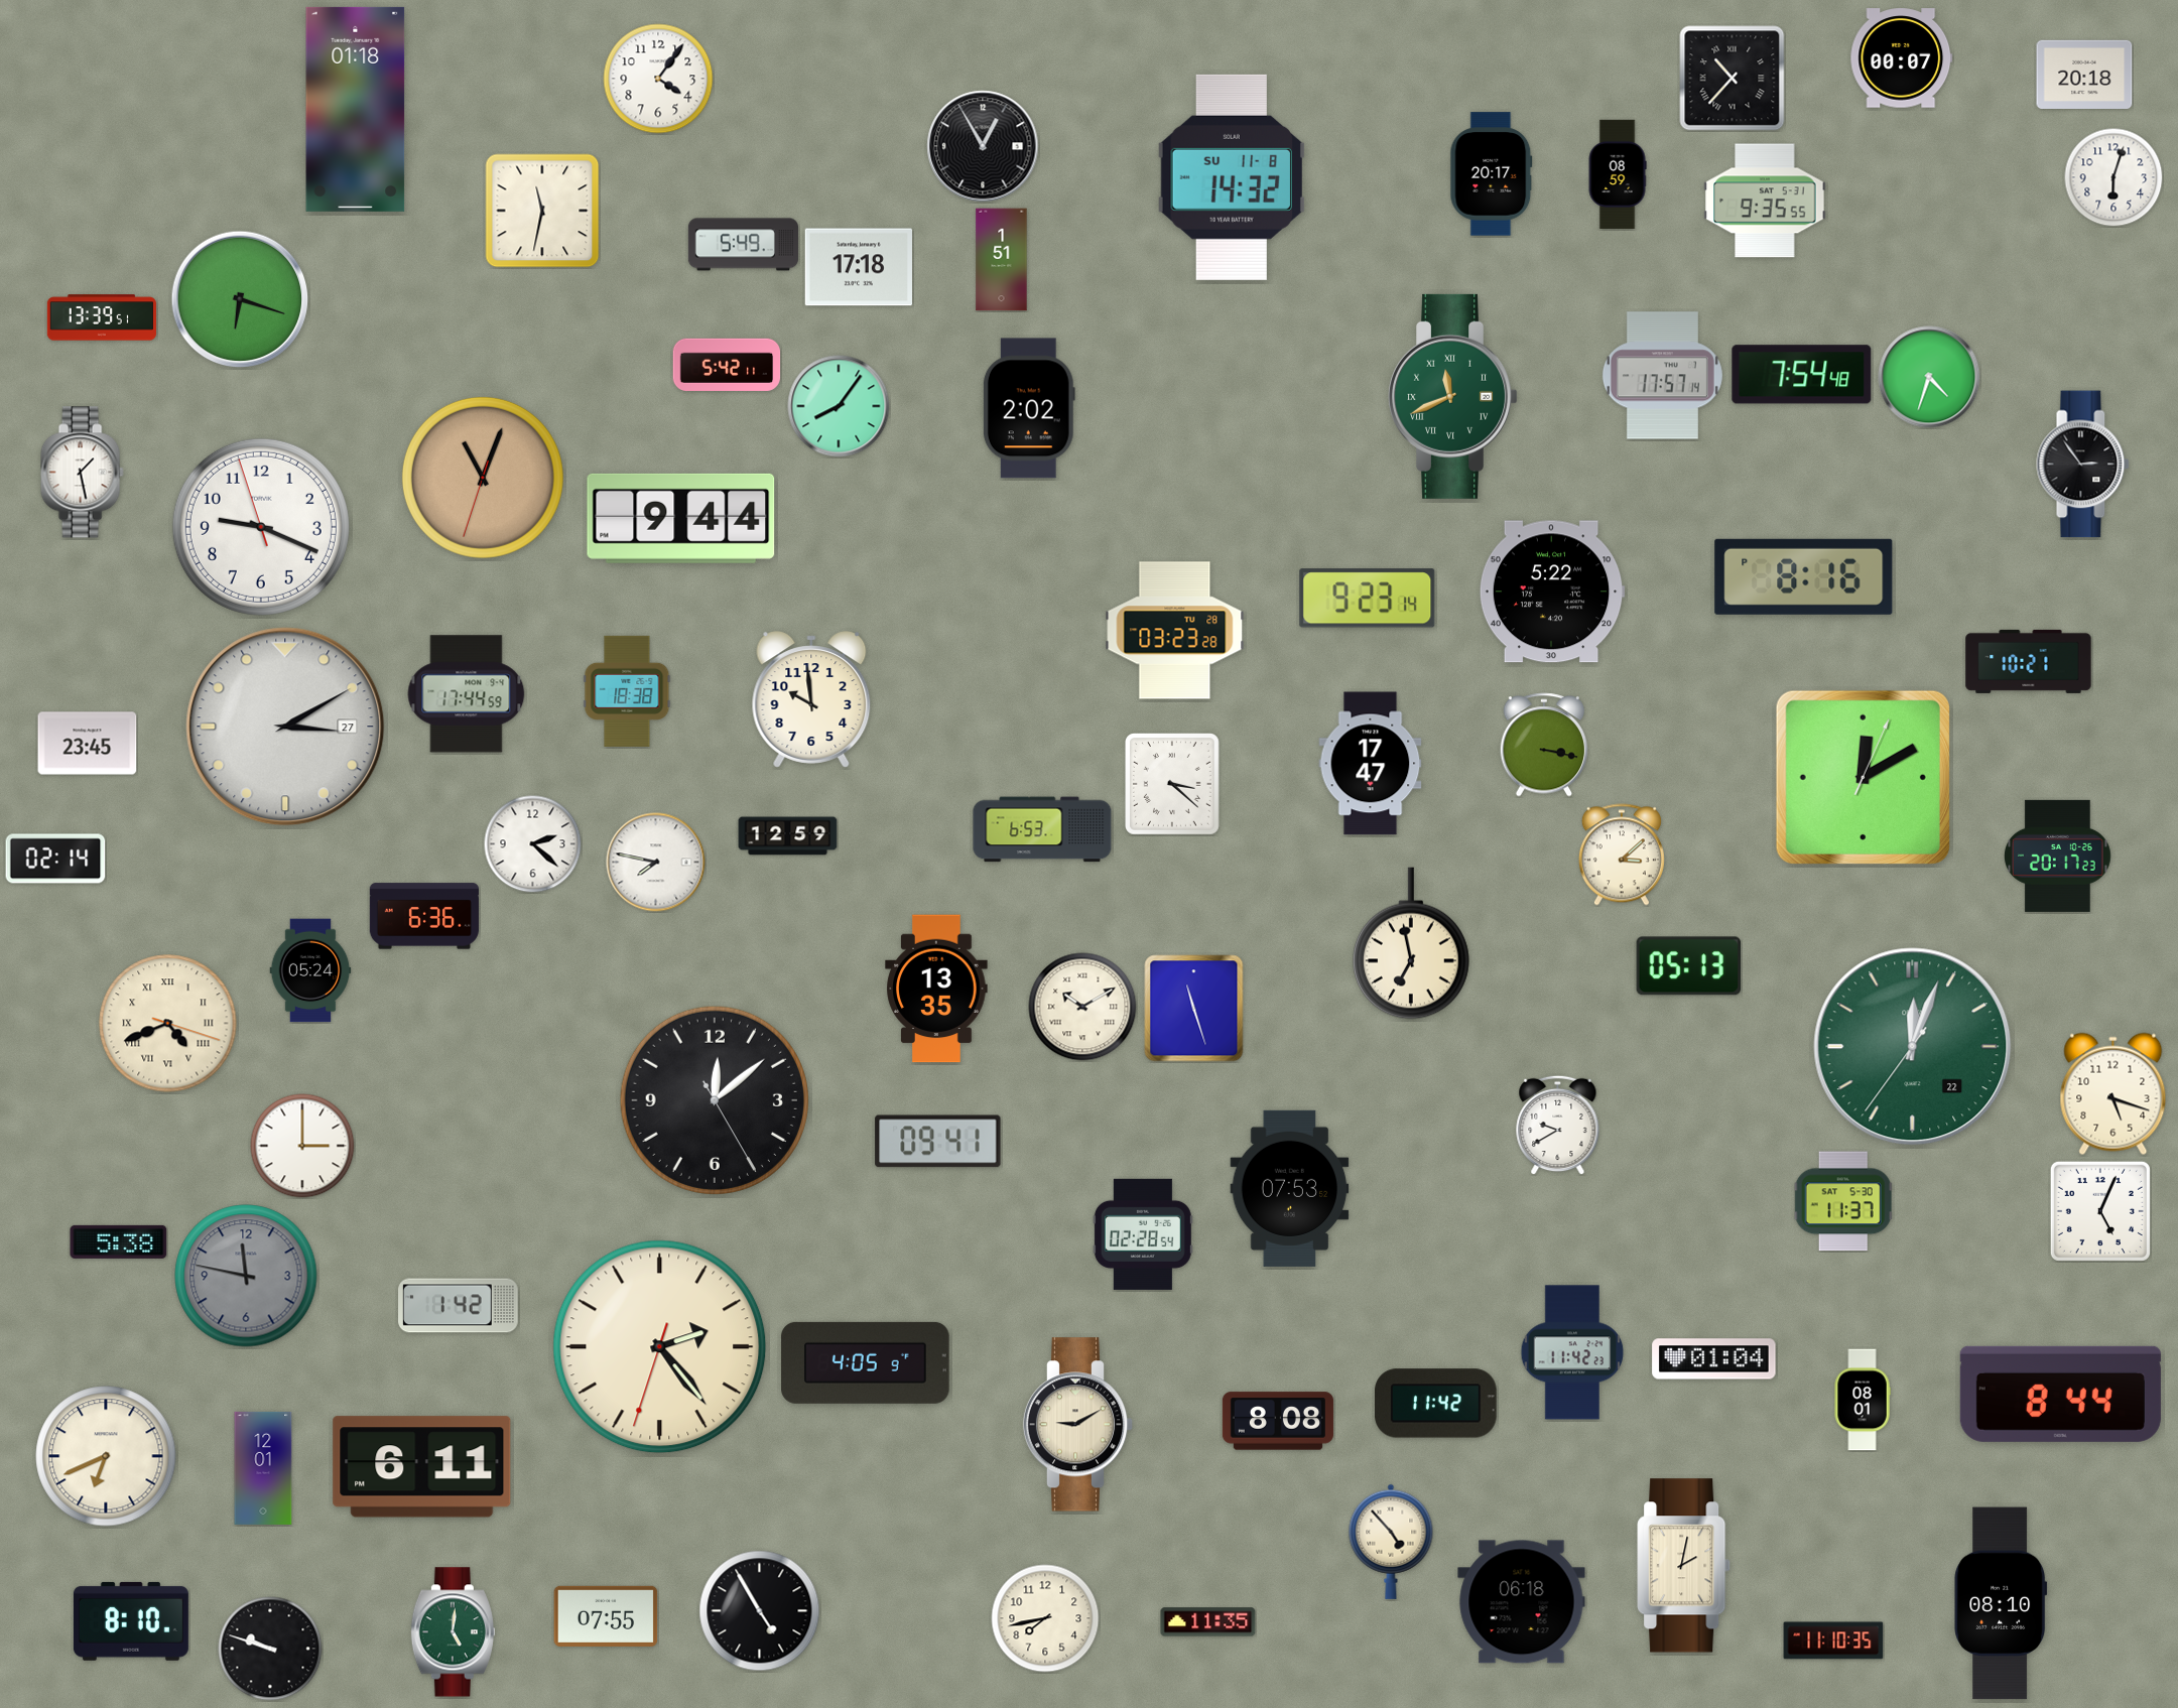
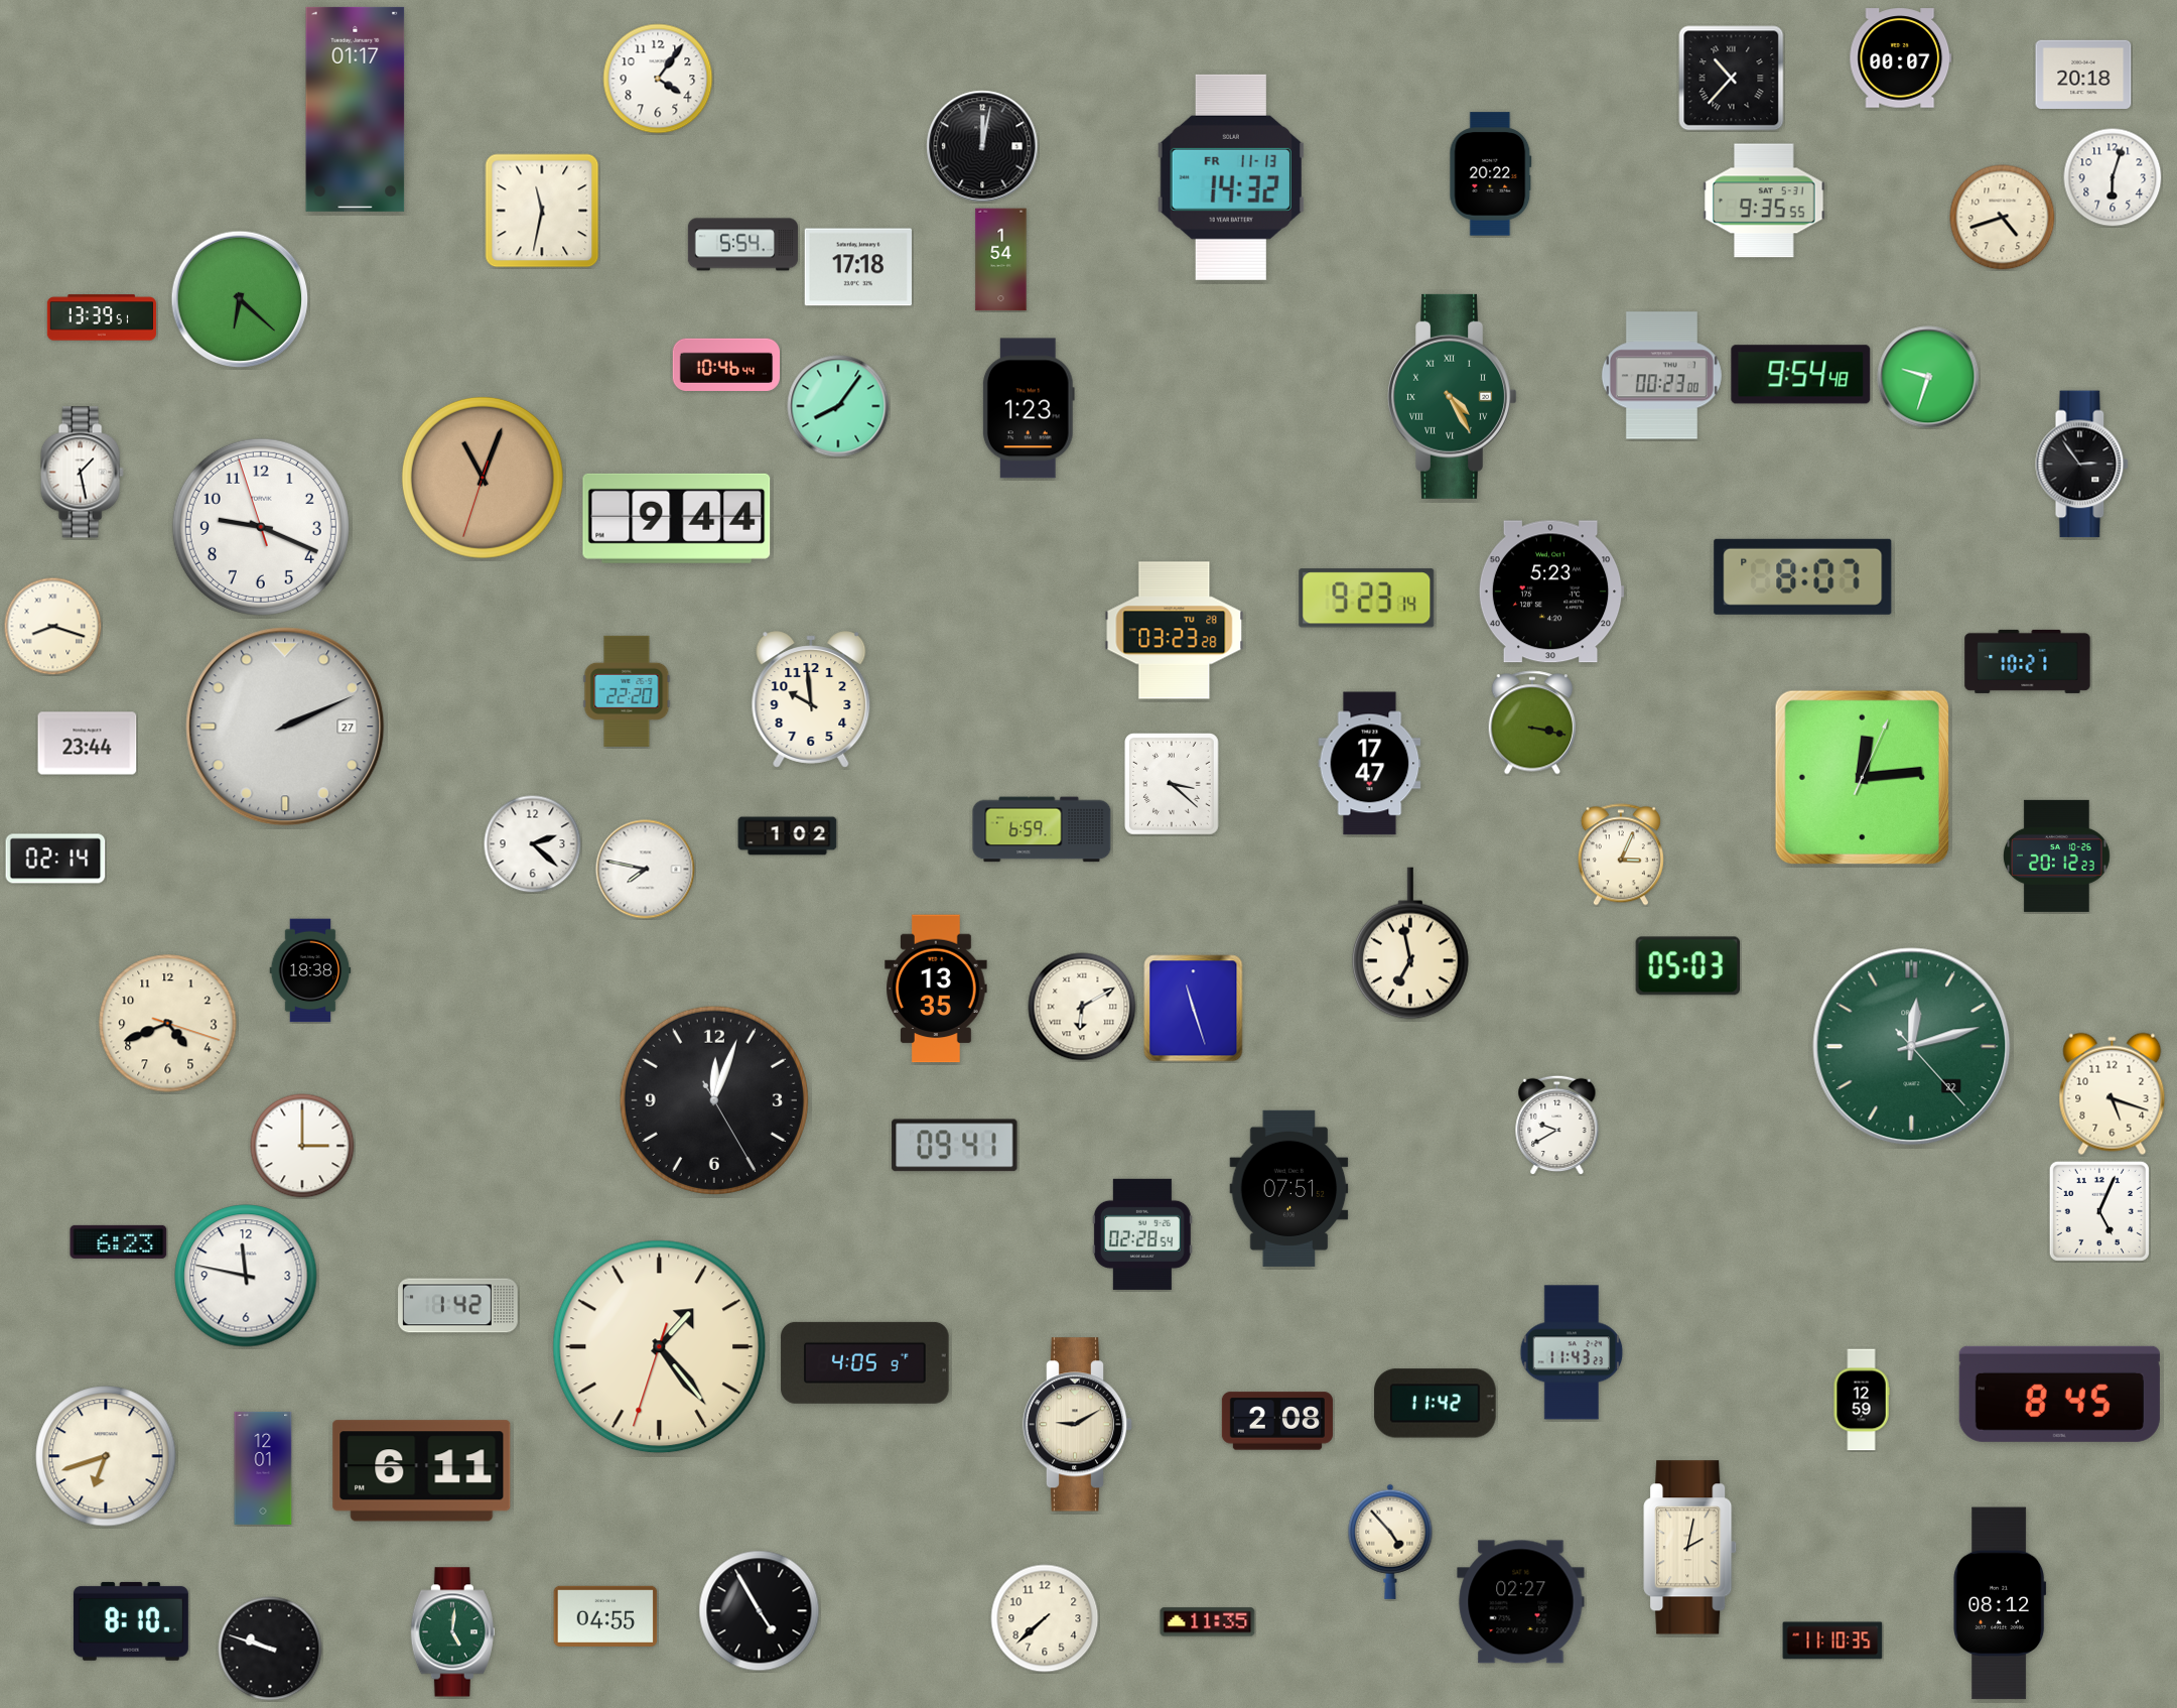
clock at (356, 109): 01:18 -> 01:17
clock at (983, 146): 12:55 -> 12:02
clock at (1618, 173): 08:59 -> none
clock at (1492, 174): 20:17 -> 20:22
clock at (1232, 177) date: SU 11-8 -> FR 11-13
clock at (2003, 218): none -> 4:42
clock at (743, 245): 5:49 -> 5:54
clock at (1002, 260): 1:51 -> 1:54
clock at (240, 299): 6:18 -> 6:22
clock at (727, 365): 5:42 -> 10:46
clock at (1802, 375): 7:54 -> 9:54
clock at (1662, 376): 17:57 -> 00:23
clock at (1929, 377): 4:33 -> 9:33
clock at (1452, 396): 11:41 -> 4:25
clock at (1029, 408): 2:02 -> 1:23
clock at (681, 518) position: (681, 518) -> (677, 518)
clock at (1804, 576): 8:16 -> 8:07
clock at (1552, 592): 5:22 -> 5:23
clock at (52, 626): none -> 8:18
clock at (627, 691): 18:38 -> 22:20
clock at (467, 694): 17:44 -> none
clock at (285, 727): 3:10 -> 2:11
clock at (88, 744): 23:45 -> 23:44
clock at (1544, 745) position: (1544, 745) -> (1532, 722)
clock at (1863, 777): 12:10 -> 12:14
clock at (1042, 829): 6:53 -> 6:59
clock at (788, 836): 12:59 -> 1:02
clock at (1622, 855): 3:08 -> 3:04
clock at (2058, 856): 20:17 -> 20:12
clock at (656, 863) position: (656, 863) -> (646, 870)
clock at (424, 916): 6:36 -> none
clock at (1689, 966): 05:13 -> 05:03
clock at (310, 970): 05:24 -> 18:38
clock at (1082, 1007): 10:10 -> 6:10
clock at (168, 1024) numerals: Roman -> Arabic
clock at (1913, 1047): 12:03 -> 12:12
clock at (715, 1100): 12:08 -> 12:03
clock at (938, 1142) position: (938, 1142) -> (955, 1146)
clock at (1290, 1188): 07:53 -> 07:51
clock at (1843, 1201): 11:37 -> none
clock at (119, 1241): 5:38 -> 6:23
clock at (246, 1276) dial: grey -> white
clock at (660, 1347): 2:23 -> 1:23
clock at (1572, 1352): 11:42 -> 11:43
clock at (1714, 1359): 01:04 -> none
clock at (2060, 1394): 8:44 -> 8:45
clock at (1863, 1400): 08:01 -> 12:59
clock at (1278, 1421): 8:08 -> 2:08
clock at (106, 1456): 6:41 -> 6:42
clock at (422, 1467) position: (422, 1467) -> (422, 1471)
clock at (1684, 1566) position: (1684, 1566) -> (1690, 1548)
clock at (1522, 1602): 06:18 -> 02:27
clock at (2001, 1603): 08:10 -> 08:12
clock at (606, 1616): 07:55 -> 04:55
clock at (1045, 1618): 7:43 -> 7:38
